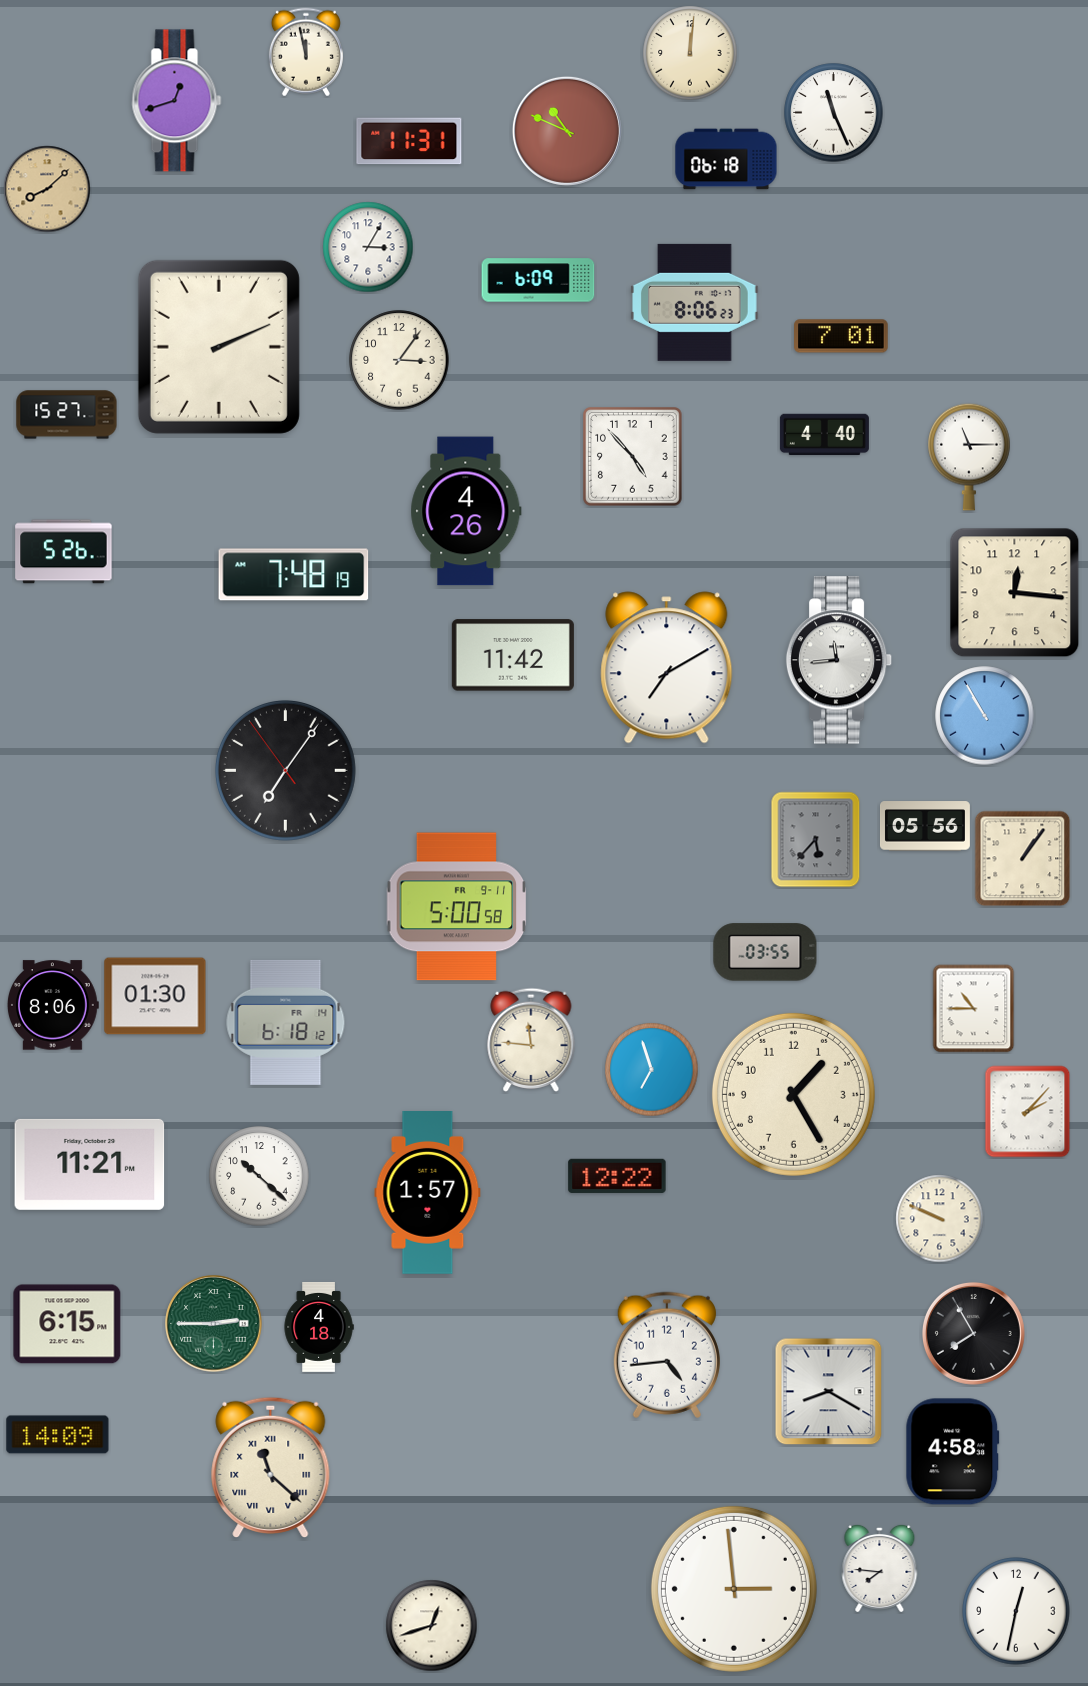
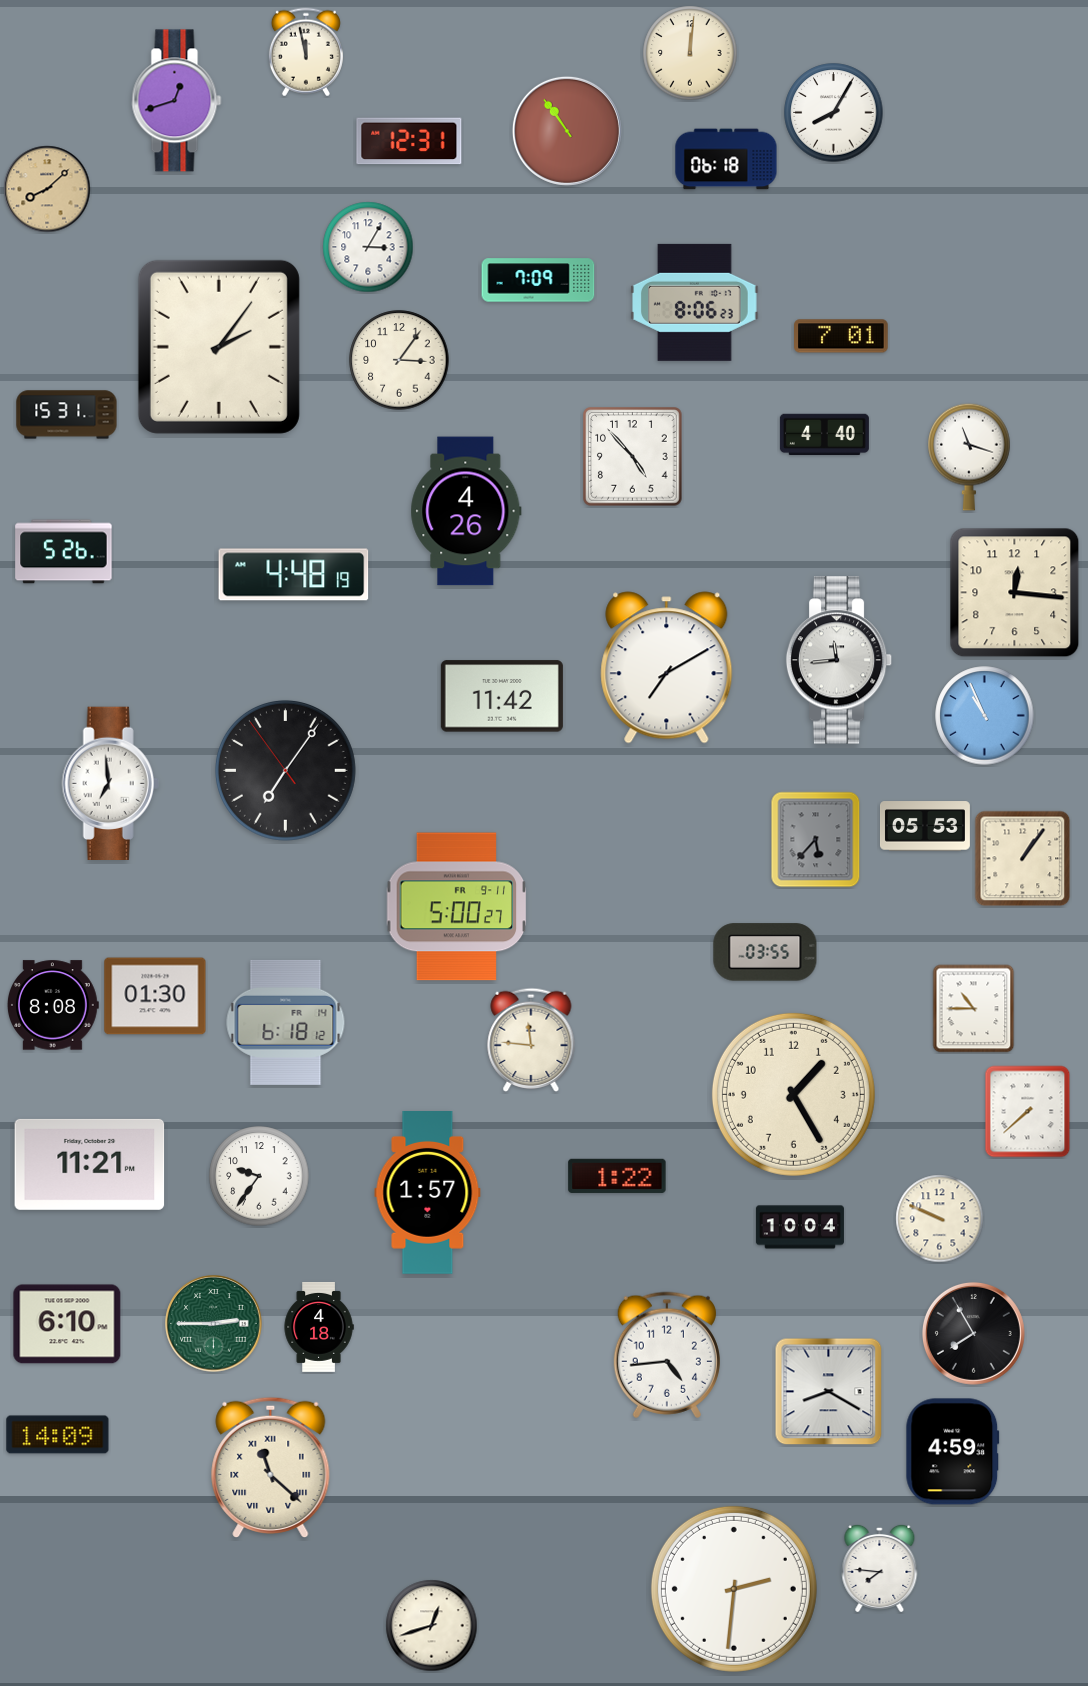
clock at (834, 113): 11:26 -> 8:05
clock at (567, 131): 10:49 -> 10:54
clock at (409, 141): 11:31 -> 12:31
clock at (538, 280): 6:09 -> 7:09
clock at (219, 347): 2:11 -> 2:06
clock at (67, 415): 15:27 -> 15:31
clock at (969, 457): 11:15 -> 11:18
clock at (294, 575): 7:48 -> 4:48
clock at (513, 655) position: (513, 655) -> (502, 696)
clock at (985, 716): 10:55 -> 10:56
clock at (110, 783): none -> 6:59
clock at (925, 826): 05:56 -> 05:53
clock at (457, 907): 5:00:58 -> 5:00:27
clock at (53, 1005): 8:06 -> 8:08
clock at (652, 1070): 6:57 -> none
clock at (1028, 1112): 2:07 -> 7:38
clock at (617, 1175): 12:22 -> 1:22
clock at (259, 1176): 10:22 -> 9:36
clock at (800, 1227): none -> 10:04
clock at (67, 1324): 6:15 -> 6:10
clock at (953, 1452): 4:58 -> 4:59
clock at (734, 1589): 2:59 -> 2:31
clock at (1016, 1611): 12:32 -> none
